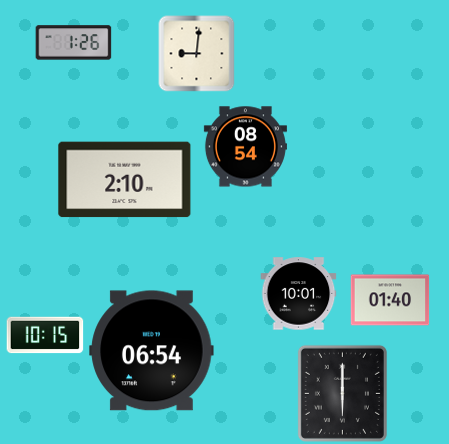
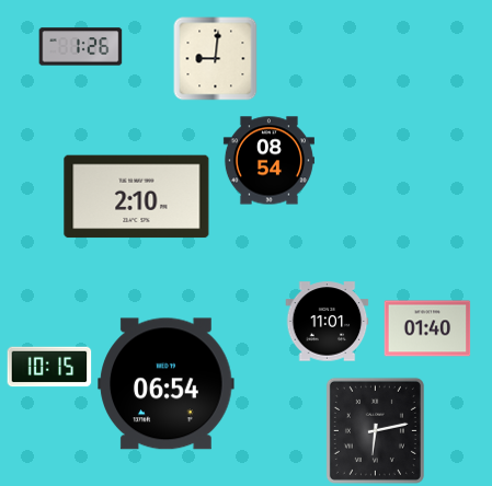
clock at (299, 294): 10:01 -> 11:01
clock at (342, 393): 6:00 -> 6:13
